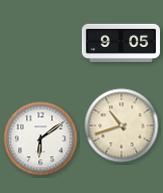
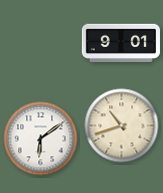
clock at (121, 42): 9:05 -> 9:01
